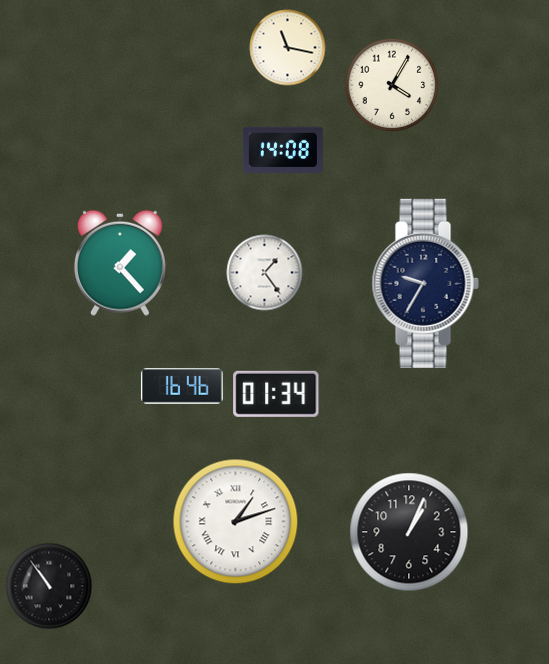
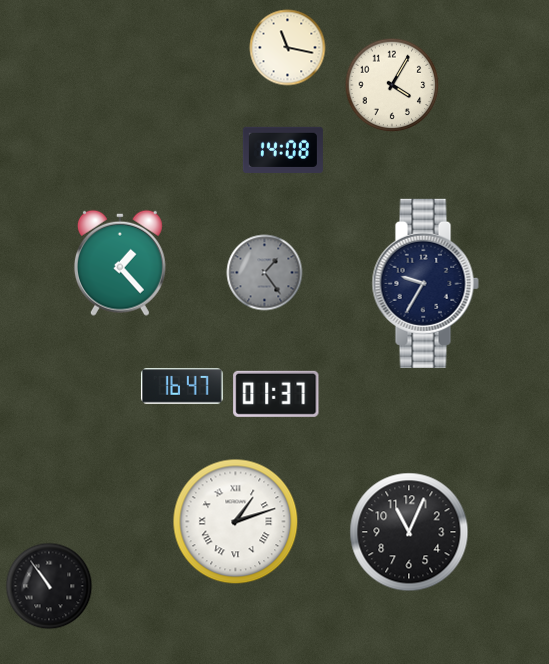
clock at (265, 273) dial: white -> grey
clock at (182, 386): 16:46 -> 16:47
clock at (276, 394): 01:34 -> 01:37
clock at (409, 532): 1:04 -> 11:04
